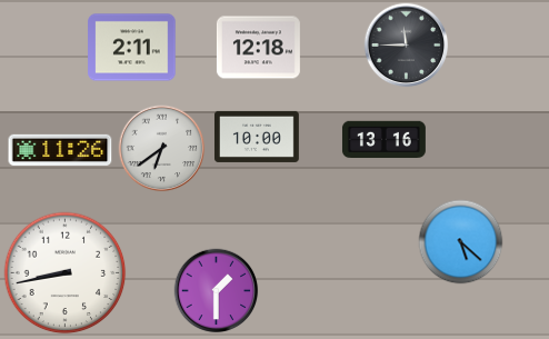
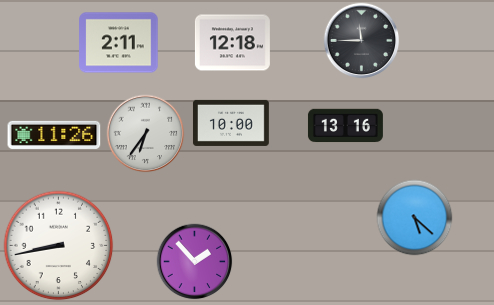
clock at (407, 46) position: (407, 46) -> (362, 41)
clock at (162, 149): 6:39 -> 6:36
clock at (217, 291): 1:30 -> 1:53
